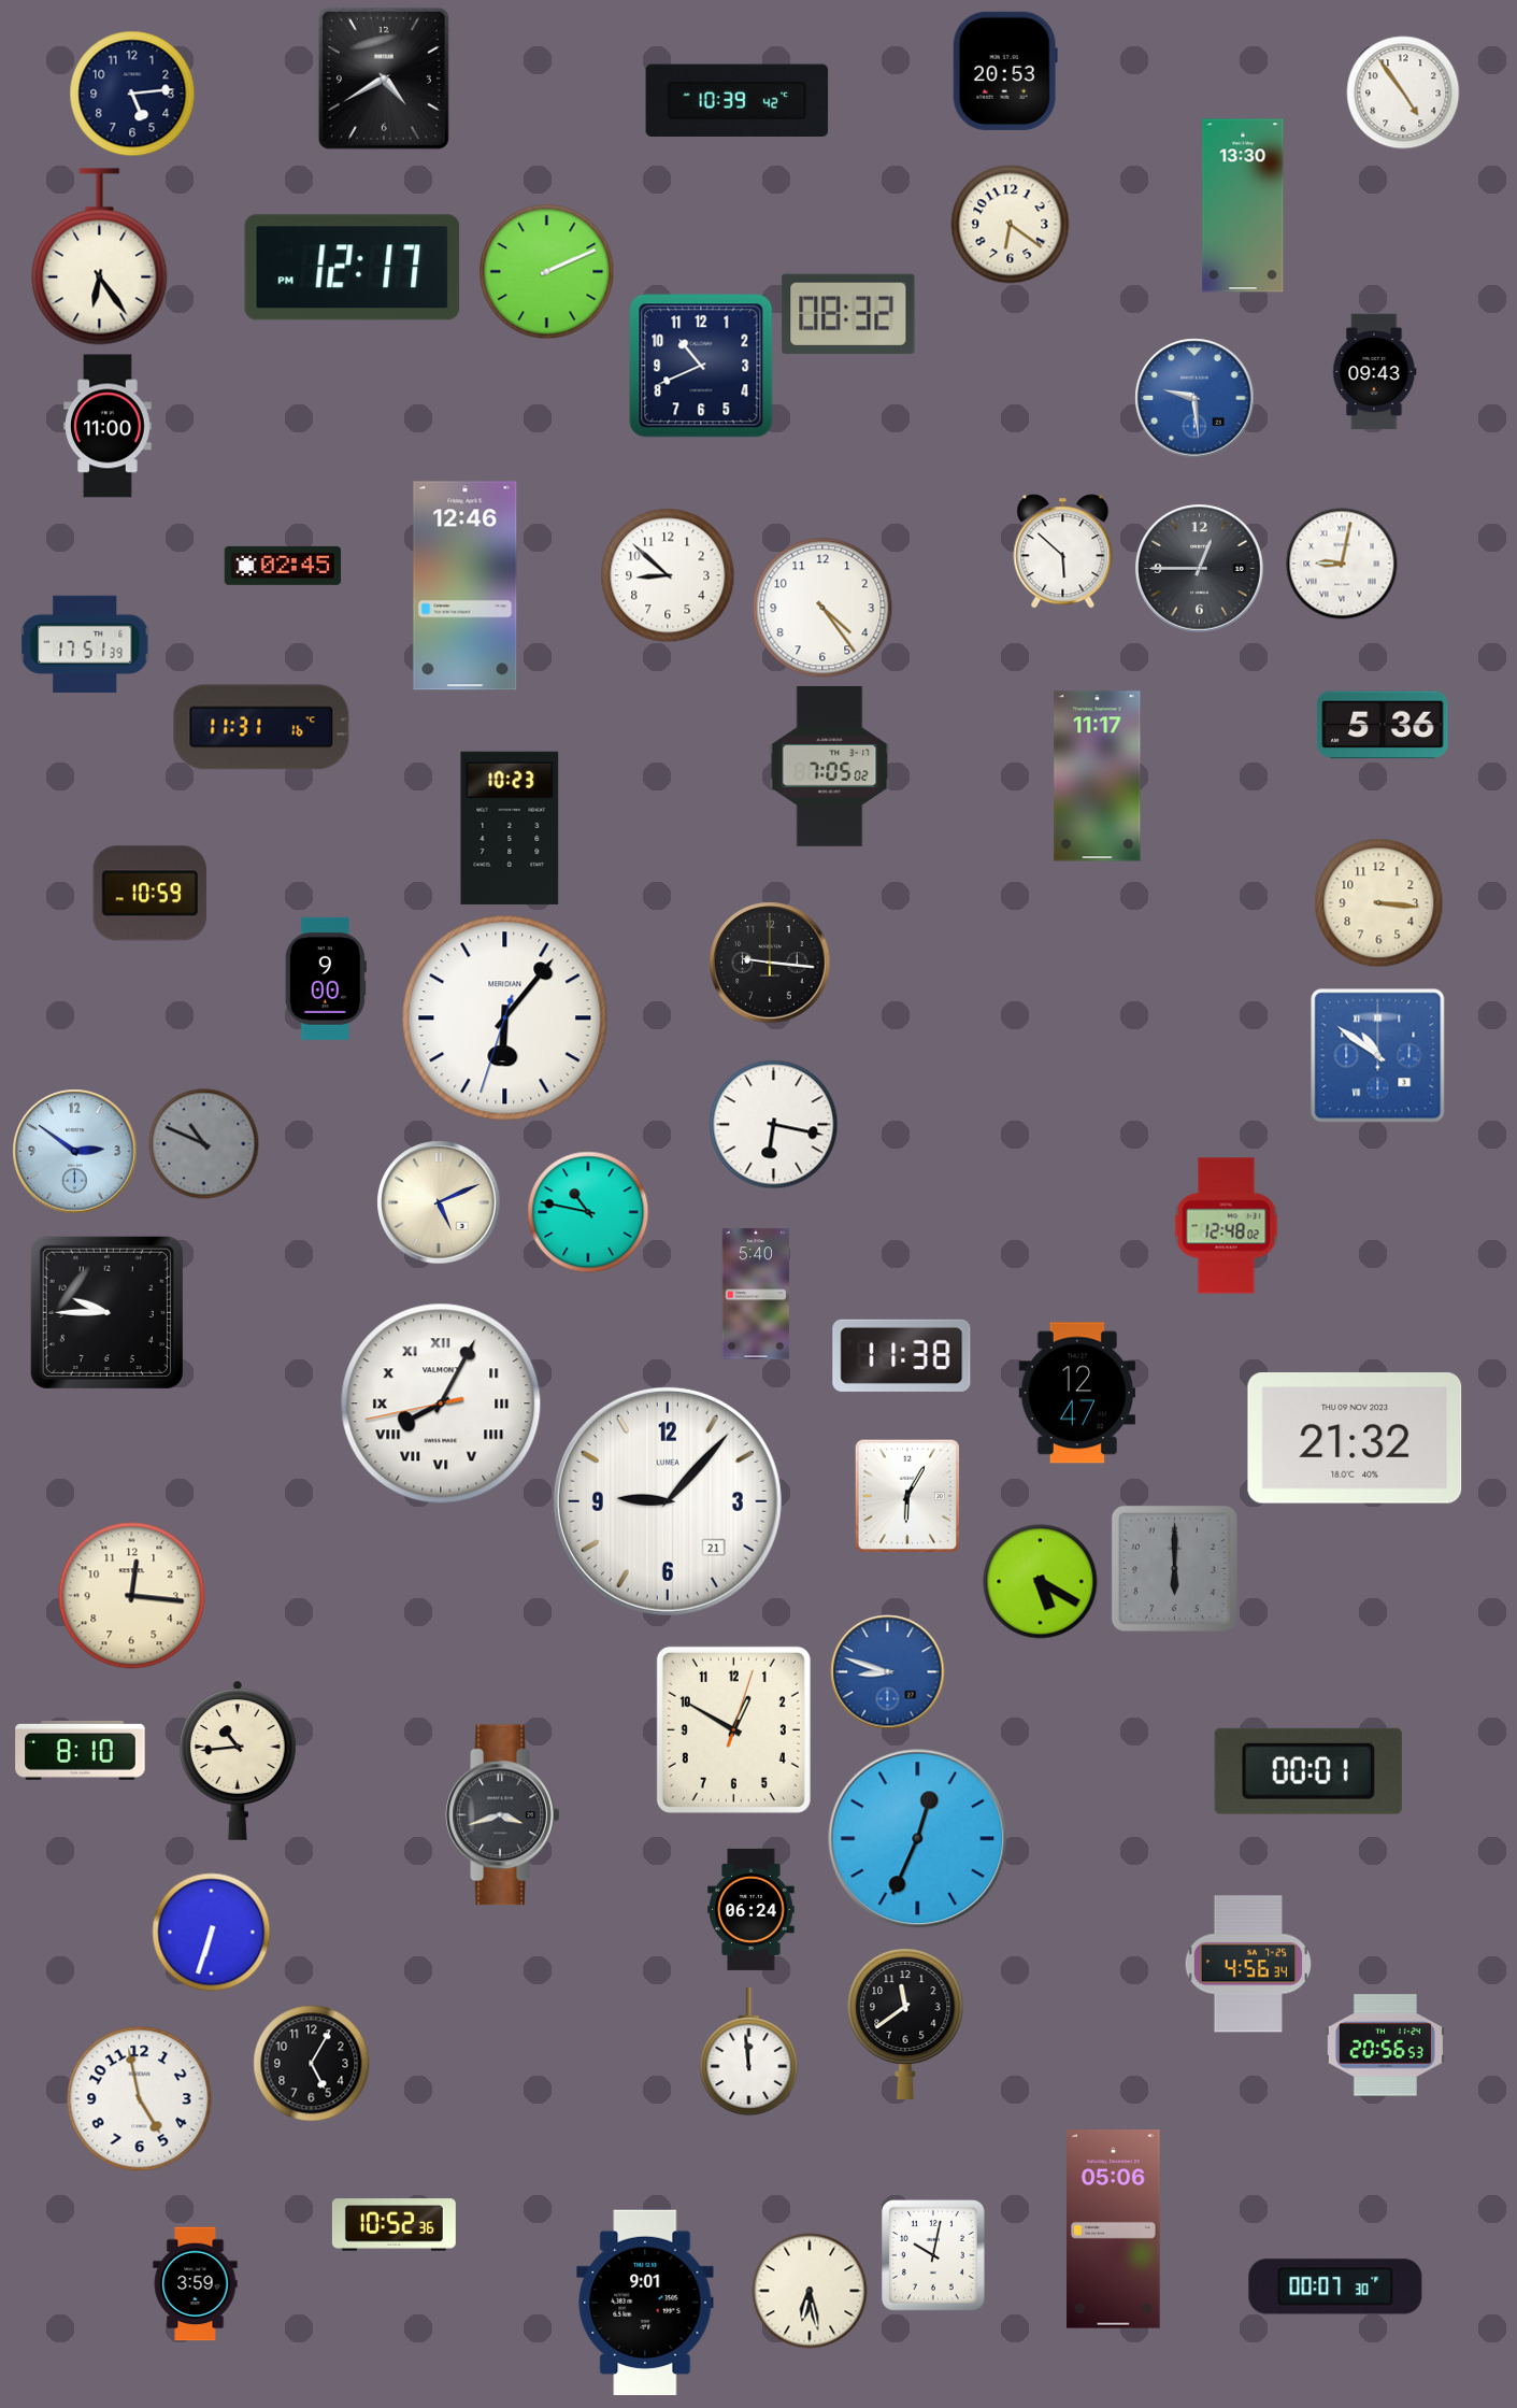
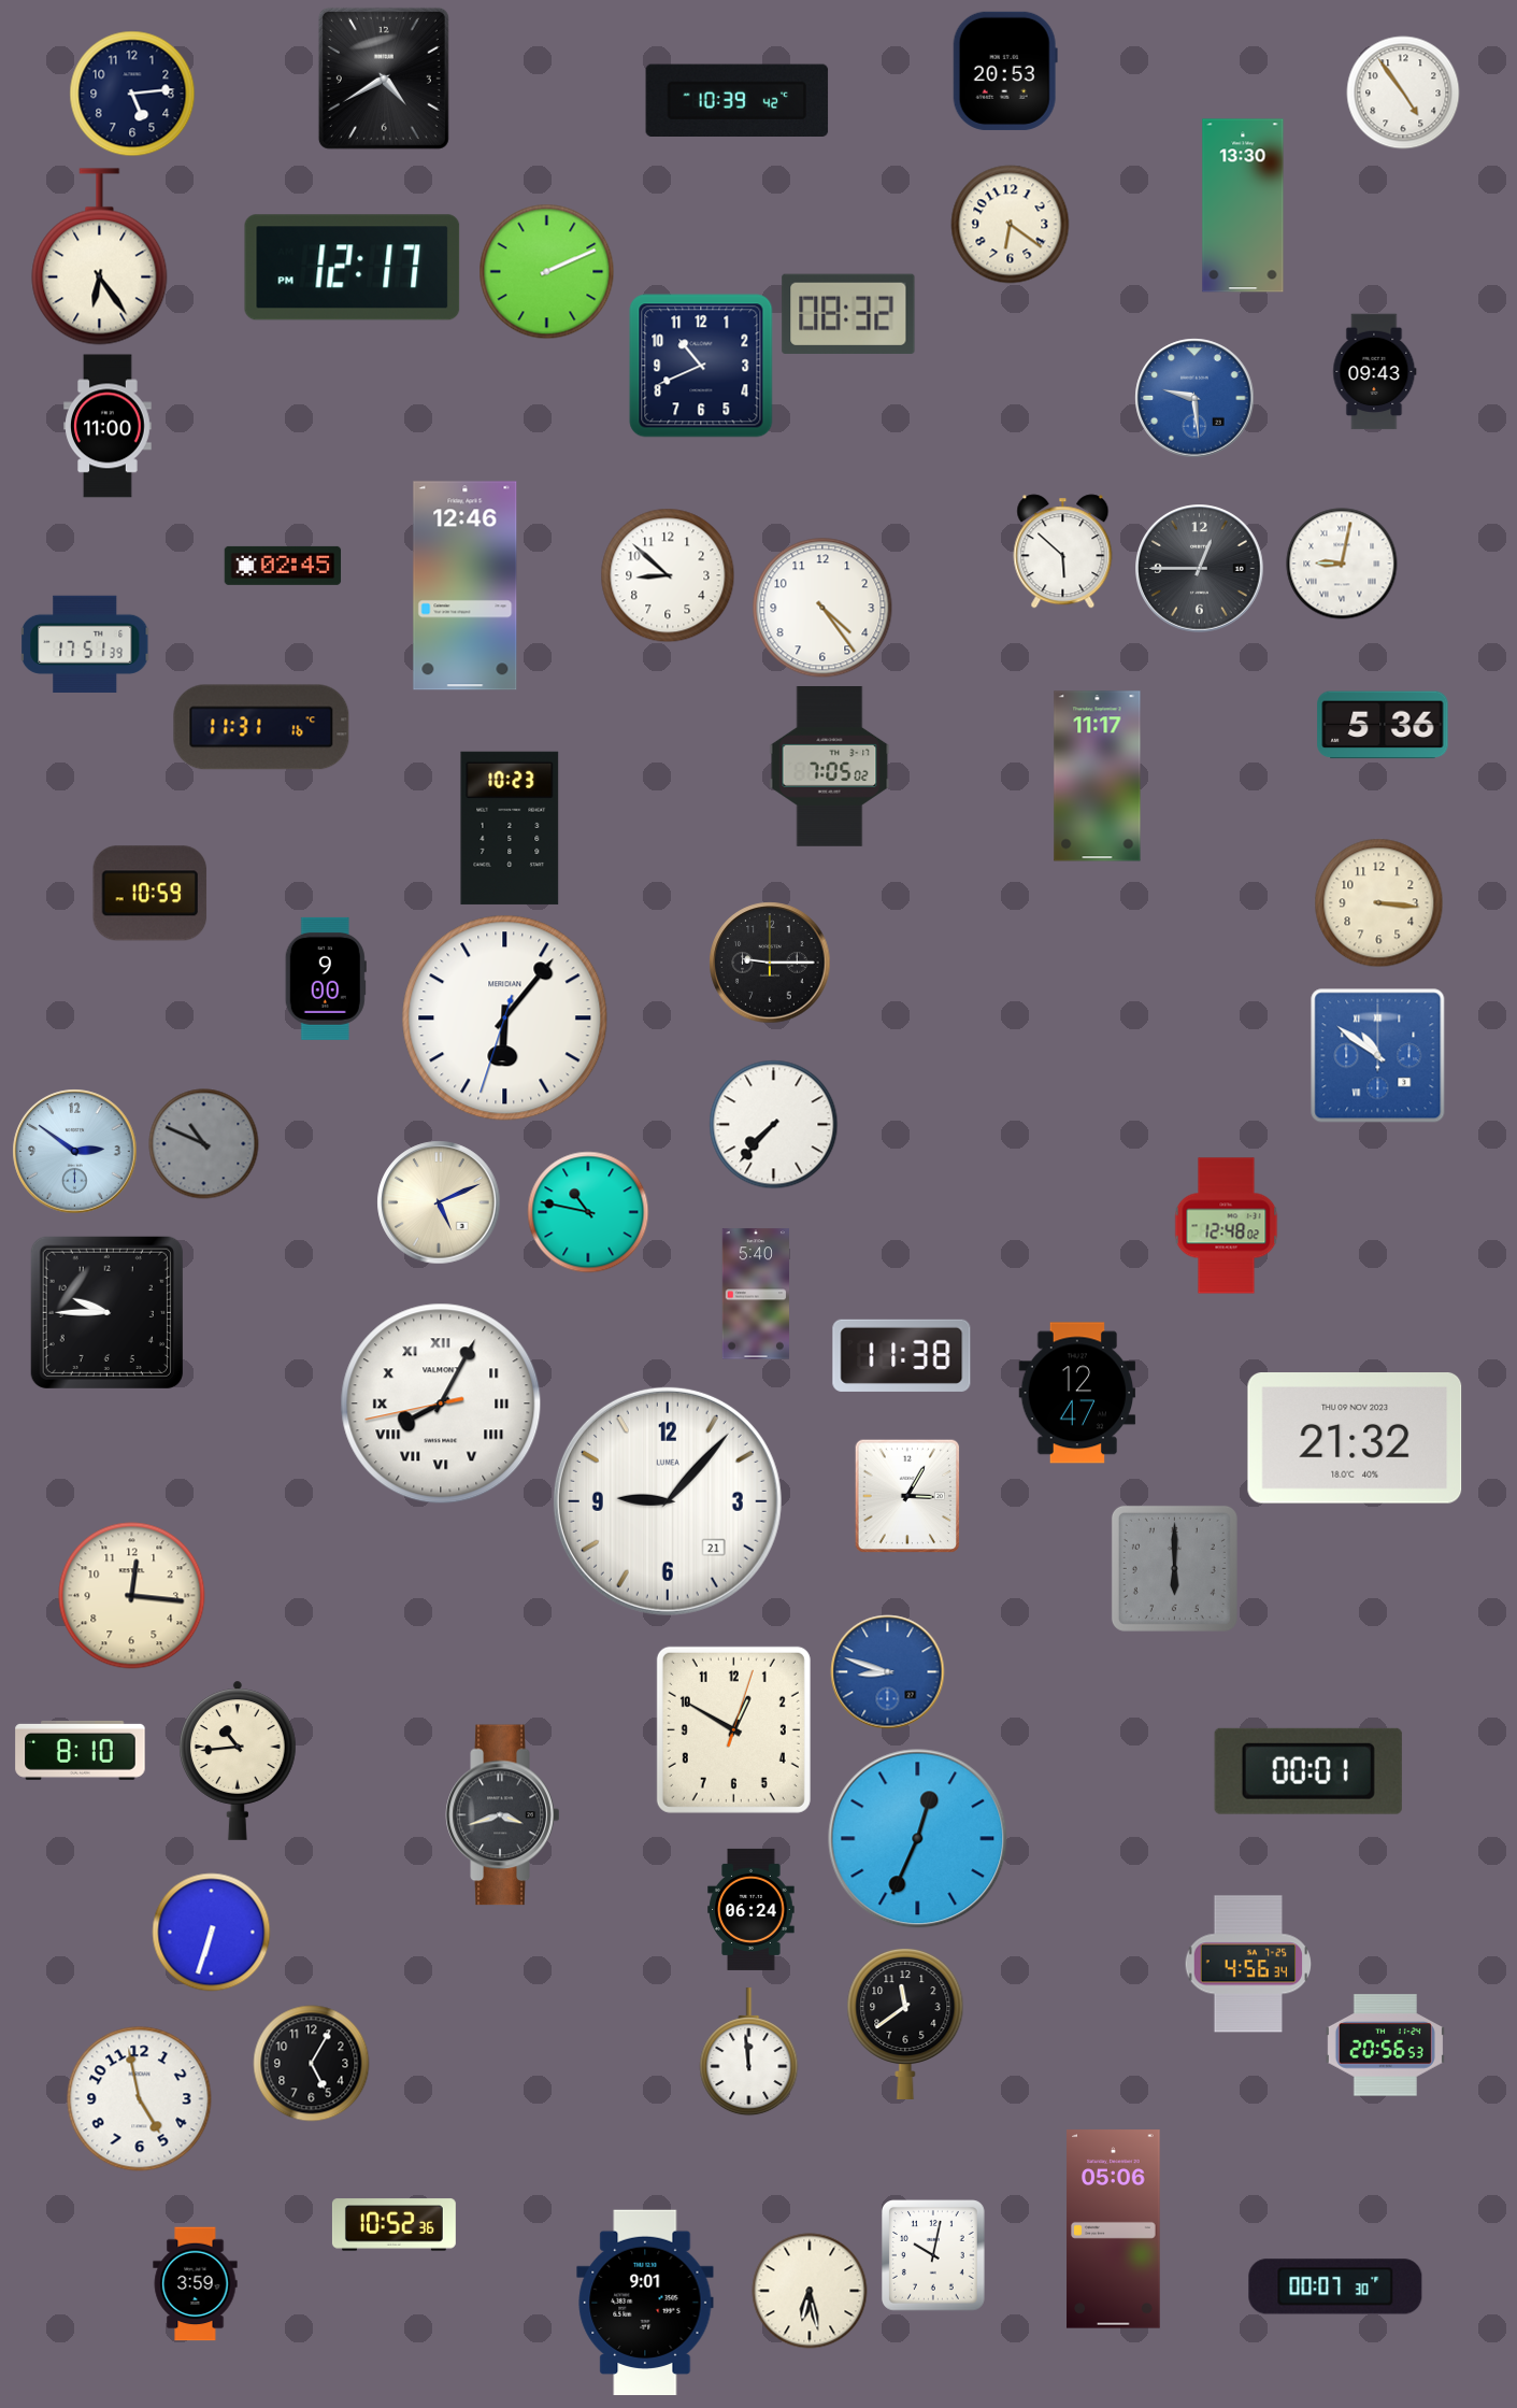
clock at (770, 963): 9:16 -> 9:15
clock at (774, 1125): 6:17 -> 7:37
clock at (907, 1496): 6:05 -> 3:05
clock at (1041, 1582): 5:20 -> none
